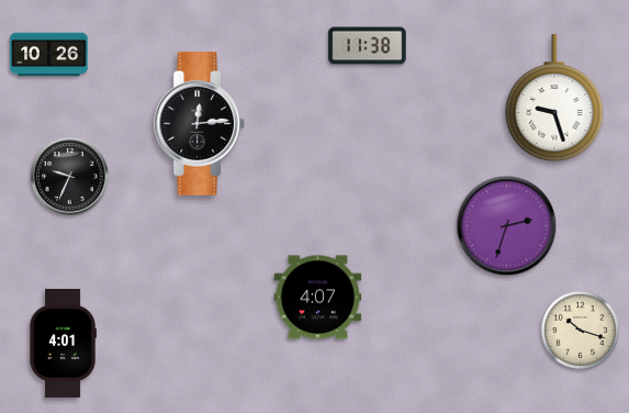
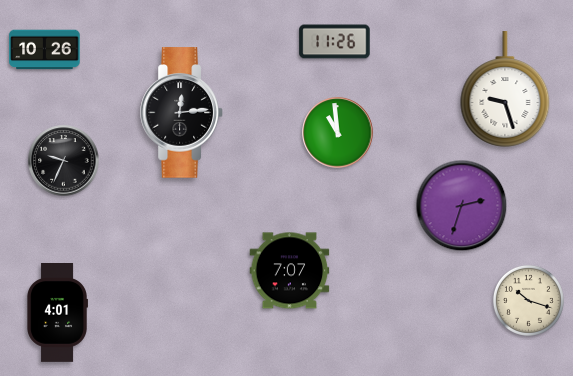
clock at (368, 46): 11:38 -> 11:26
clock at (338, 133): none -> 10:59
clock at (318, 298): 4:07 -> 7:07
